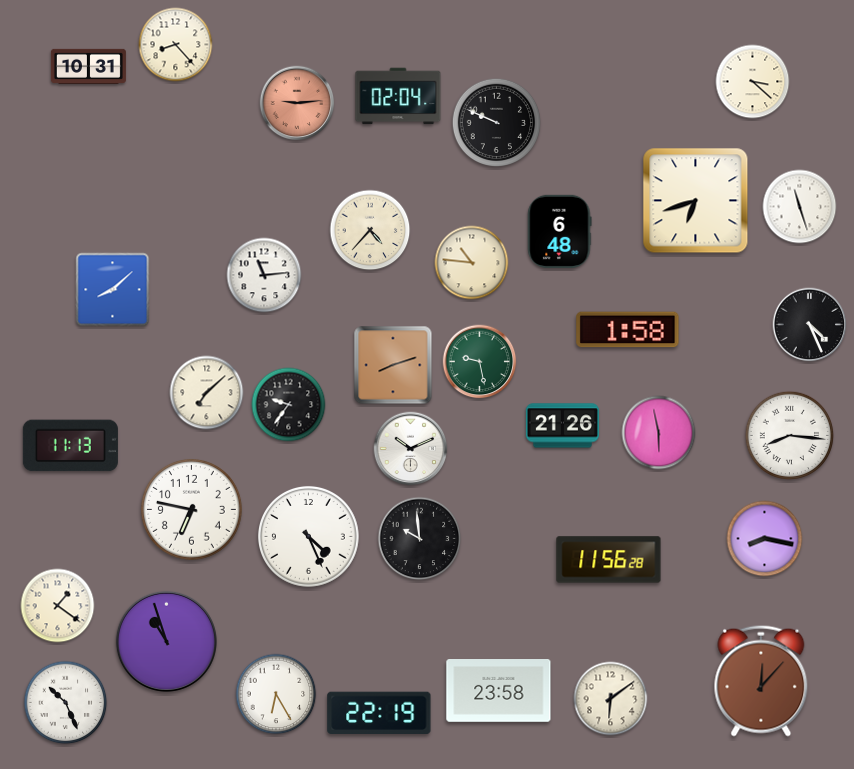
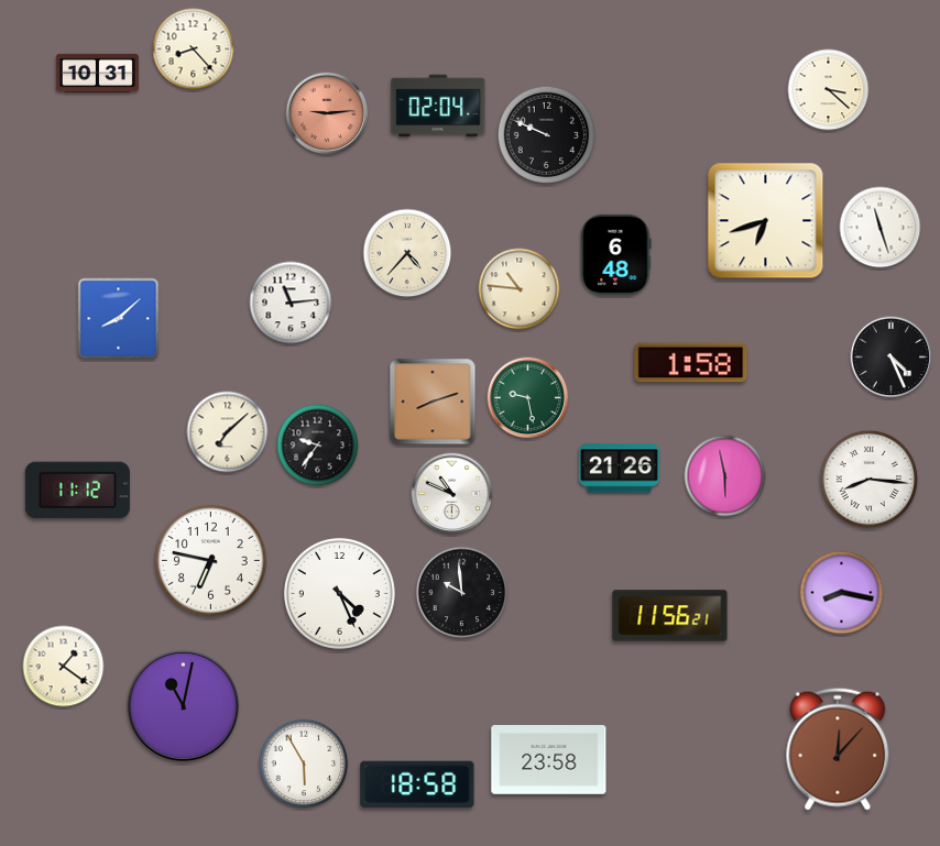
clock at (113, 290) position: (113, 290) -> (119, 319)
clock at (70, 446): 11:13 -> 11:12
clock at (411, 449): 10:11 -> 10:49
clock at (308, 536) position: (308, 536) -> (339, 593)
clock at (609, 560): 11:56:28 -> 11:56:21
clock at (166, 641): 10:57 -> 11:02
clock at (276, 694): 6:25 -> 5:55
clock at (611, 699): 6:09 -> none
clock at (66, 703): 10:26 -> none
clock at (379, 713): 22:19 -> 18:58
